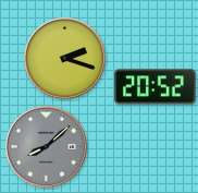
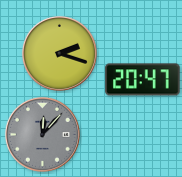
clock at (156, 87): 20:52 -> 20:47
clock at (46, 146): 8:08 -> 12:07
